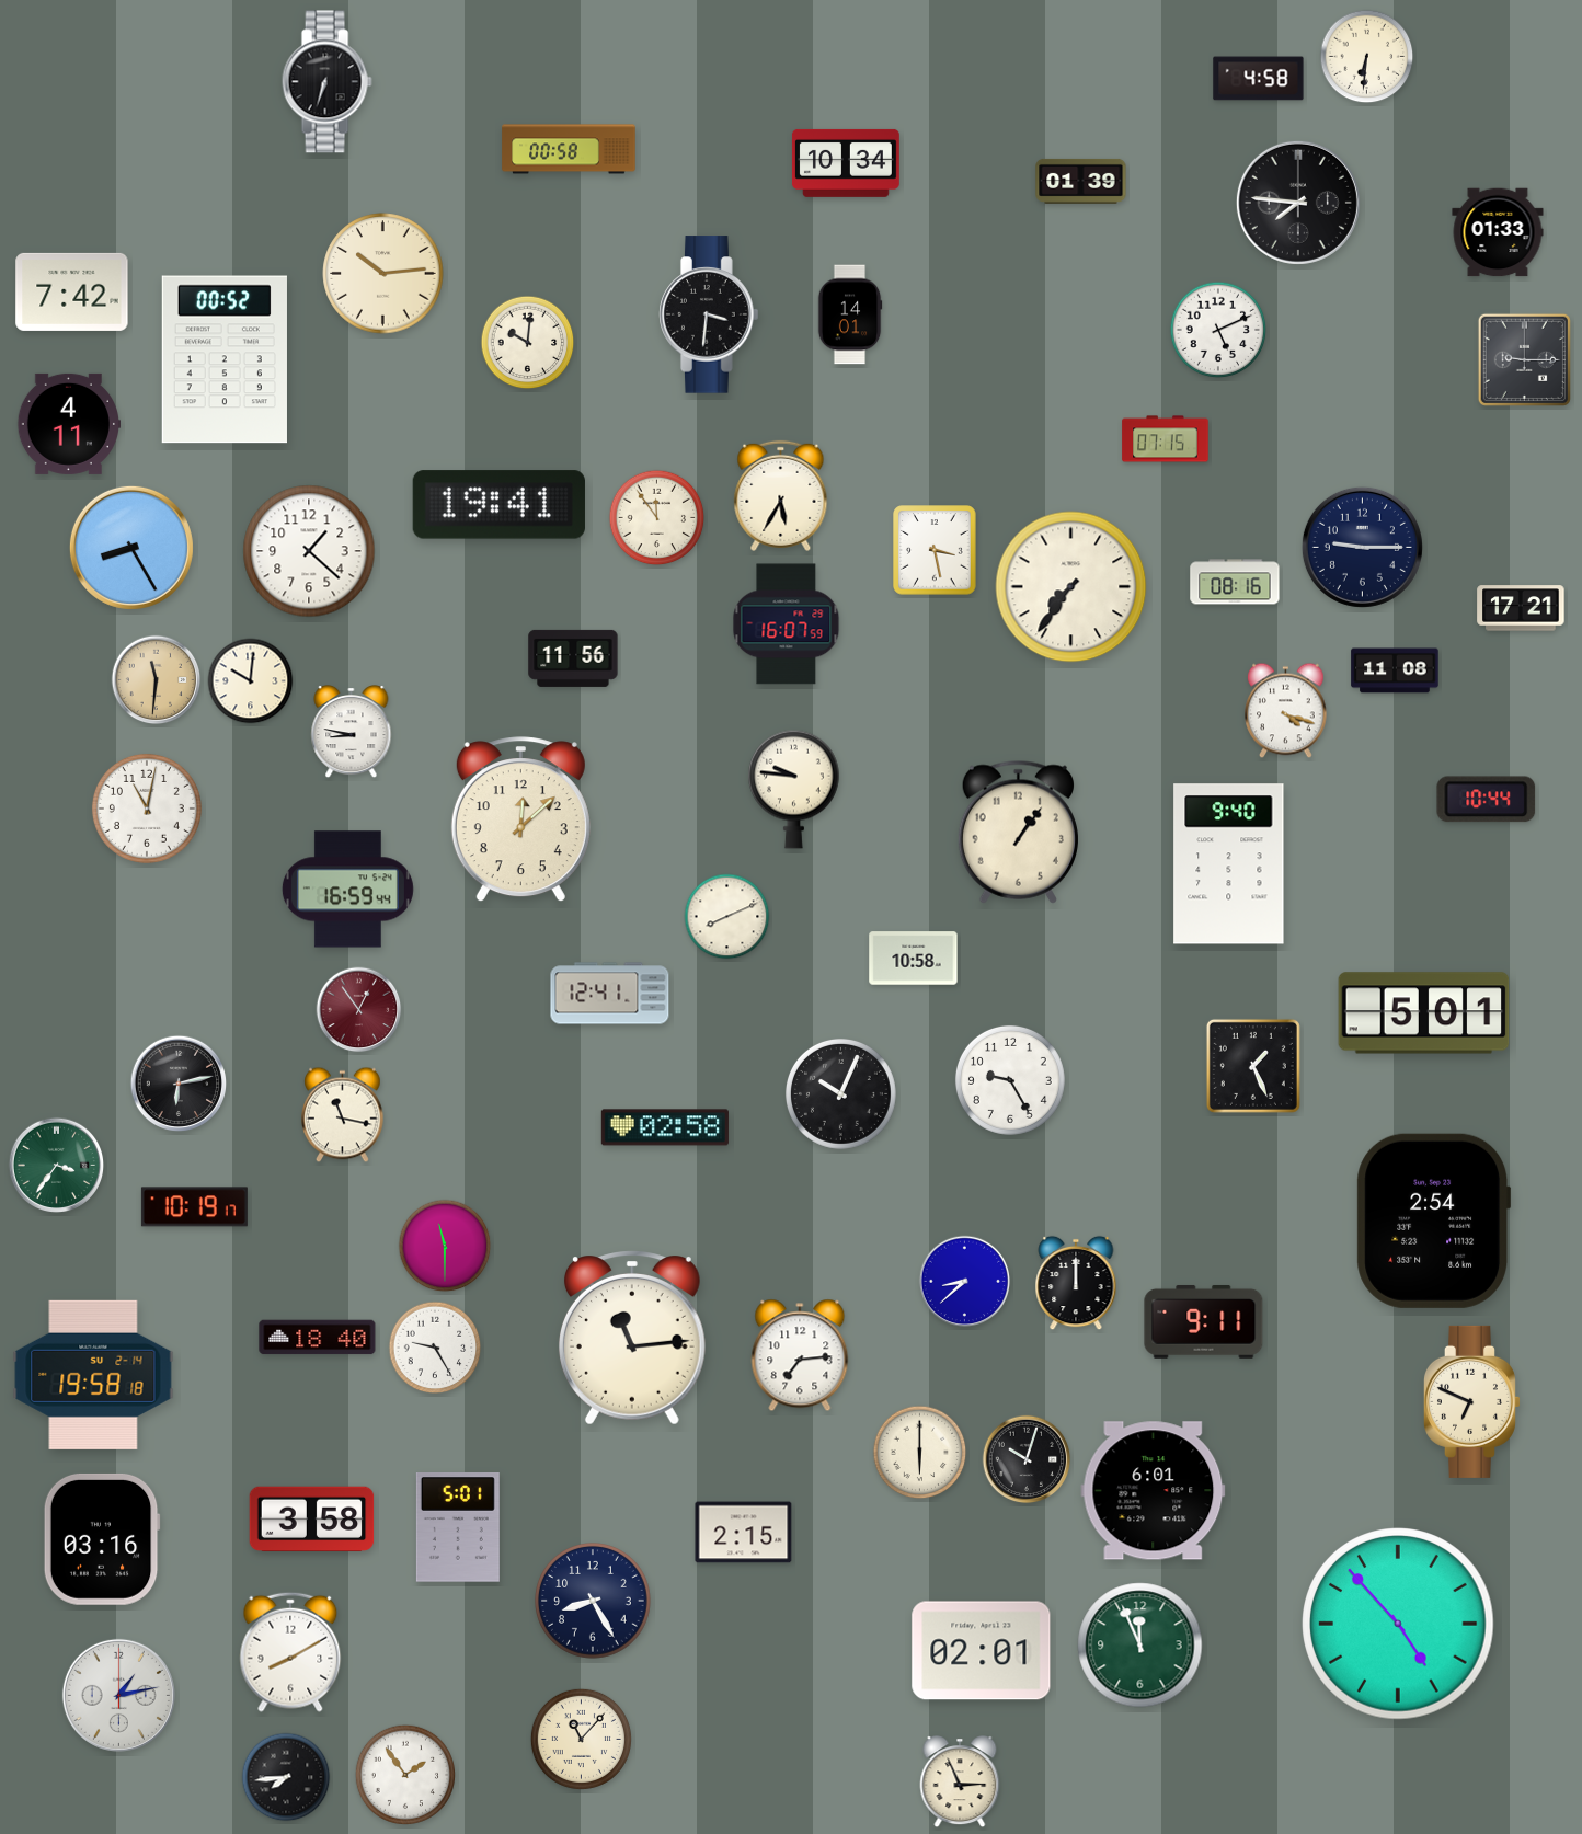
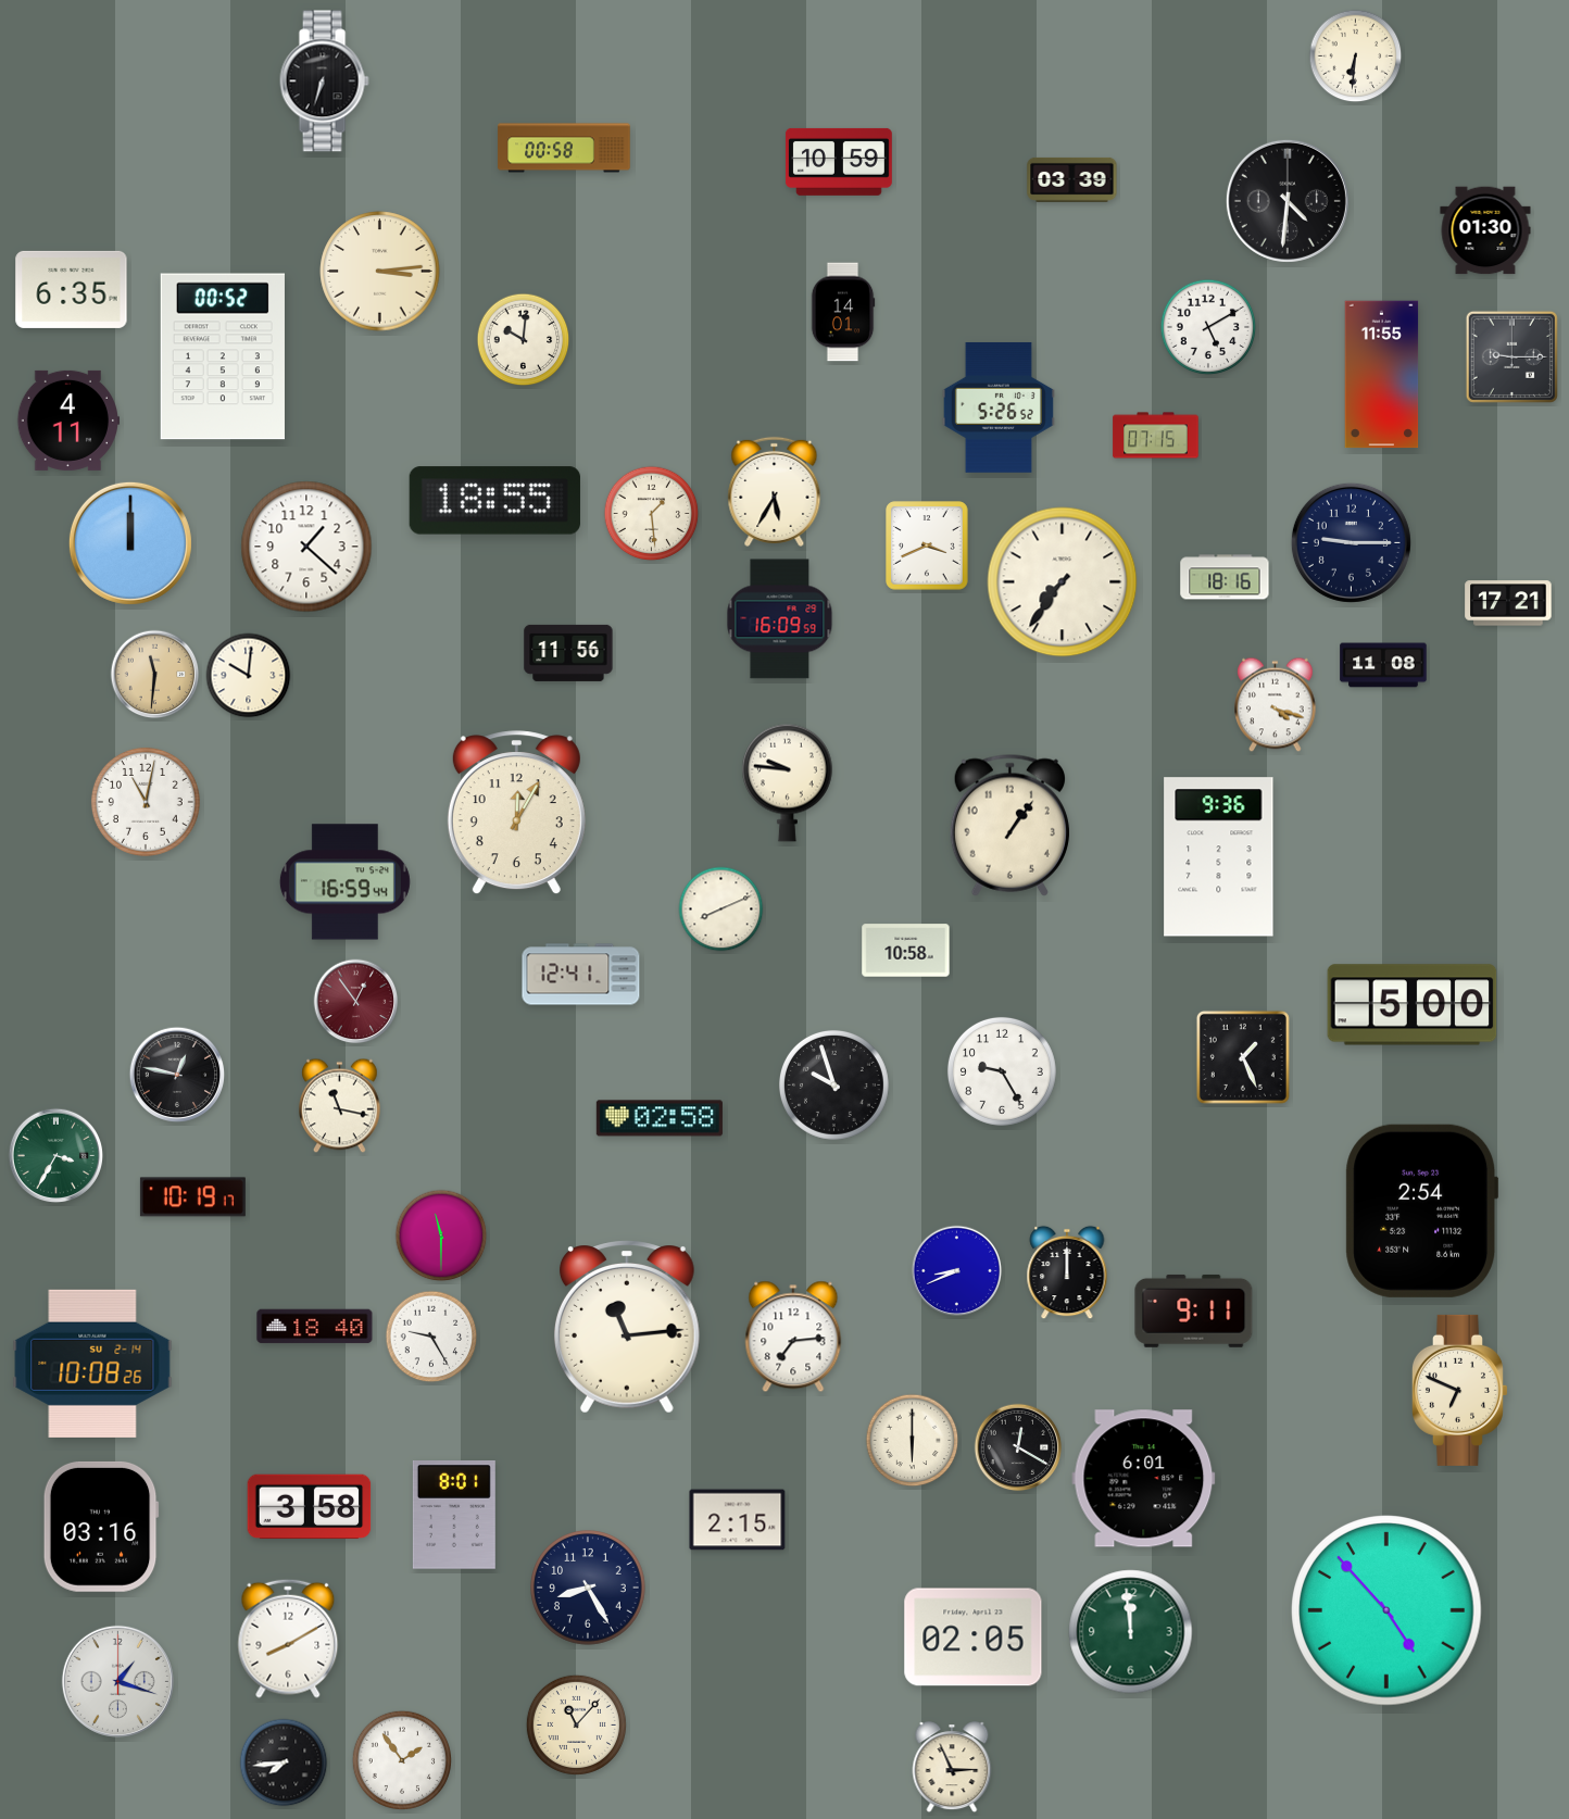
clock at (1259, 79): 4:58 -> none
clock at (846, 163): 10:34 -> 10:59
clock at (1081, 181): 01:39 -> 03:39
clock at (1298, 203): 7:46 -> 4:31
clock at (1498, 232): 01:33 -> 01:30
clock at (383, 274): 10:14 -> 3:14
clock at (72, 291): 7:42 -> 6:35
clock at (709, 314): 3:31 -> none
clock at (1218, 330): 5:11 -> 5:10
clock at (1382, 375): none -> 11:55
clock at (999, 407): none -> 5:26
clock at (498, 505): 19:41 -> 18:55
clock at (657, 518): 11:54 -> 1:29
clock at (131, 548): 8:25 -> 12:00
clock at (935, 550): 3:28 -> 3:41
clock at (1235, 582): 08:16 -> 18:16
clock at (787, 624): 16:07 -> 16:09
clock at (352, 733): 8:47 -> none
clock at (1487, 800): 10:44 -> none
clock at (520, 819): 12:08 -> 12:05
clock at (1229, 864): 9:40 -> 9:36
clock at (610, 994) position: (610, 994) -> (581, 975)
clock at (1424, 1013): 5:01 -> 5:00
clock at (179, 1084): 6:13 -> 12:47
clock at (840, 1093): 10:04 -> 9:57
clock at (57, 1166): 3:36 -> 3:35
clock at (965, 1282): 8:38 -> 8:41
clock at (800, 1355) position: (800, 1355) -> (793, 1337)
clock at (93, 1375): 19:58 -> 10:08
clock at (1027, 1459): 10:03 -> 12:20
clock at (458, 1528): 5:01 -> 8:01
clock at (1140, 1646): 11:56 -> 11:59
clock at (982, 1651): 02:01 -> 02:05
clock at (118, 1695): 1:13 -> 1:18
